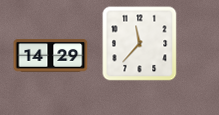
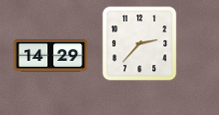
clock at (140, 44): 11:37 -> 2:37
